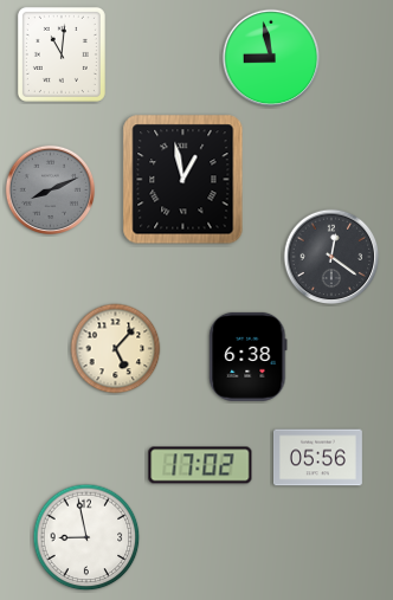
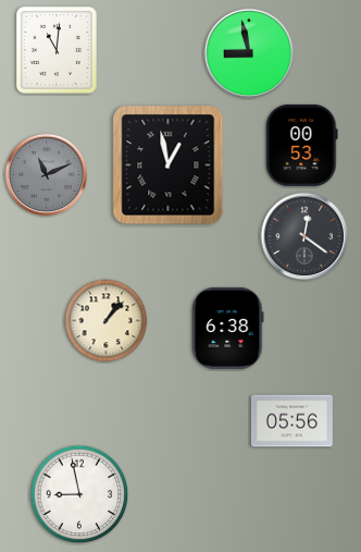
clock at (302, 145): none -> 00:53
clock at (51, 191): 8:11 -> 11:11
clock at (116, 349): 5:07 -> 1:07
clock at (200, 465): 17:02 -> none
